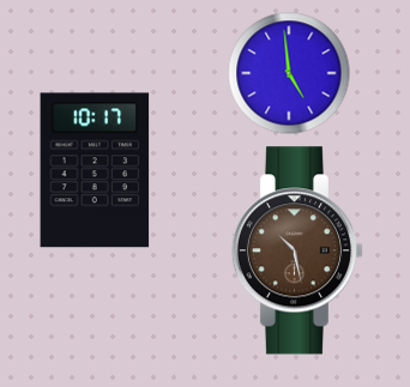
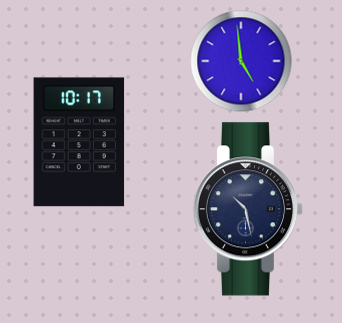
clock at (297, 250) dial: brown -> navy
